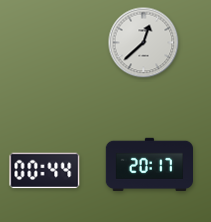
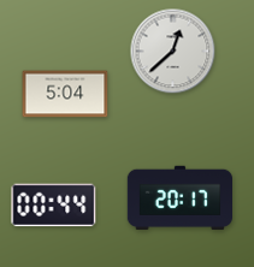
clock at (65, 94): none -> 5:04
